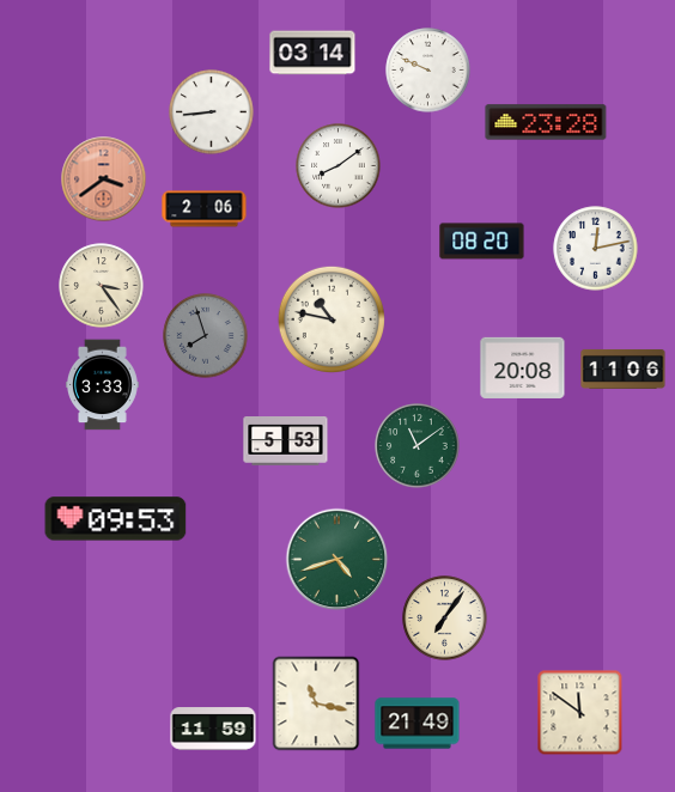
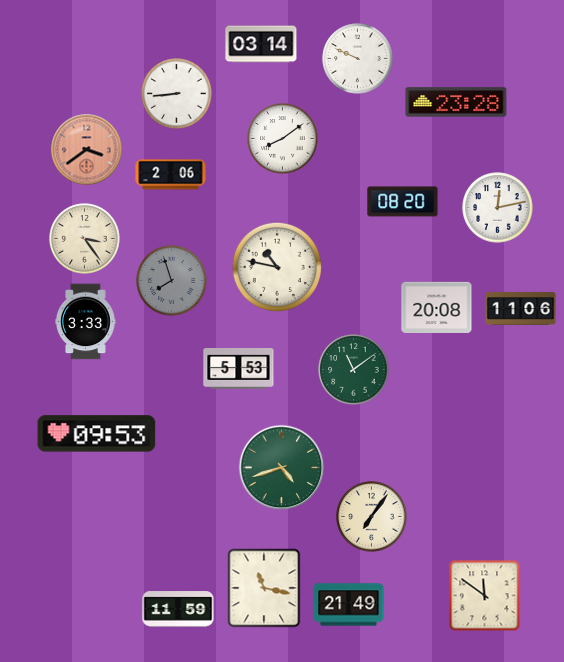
clock at (418, 446) position: (418, 446) -> (354, 370)
